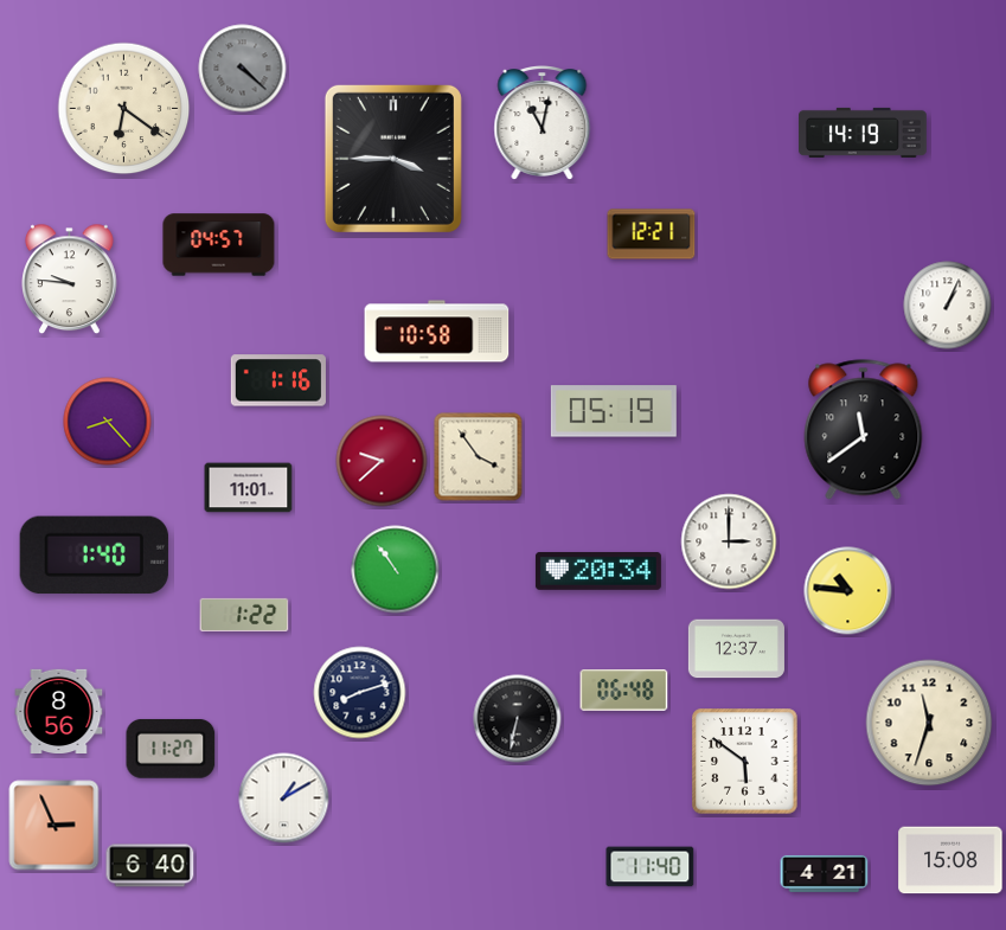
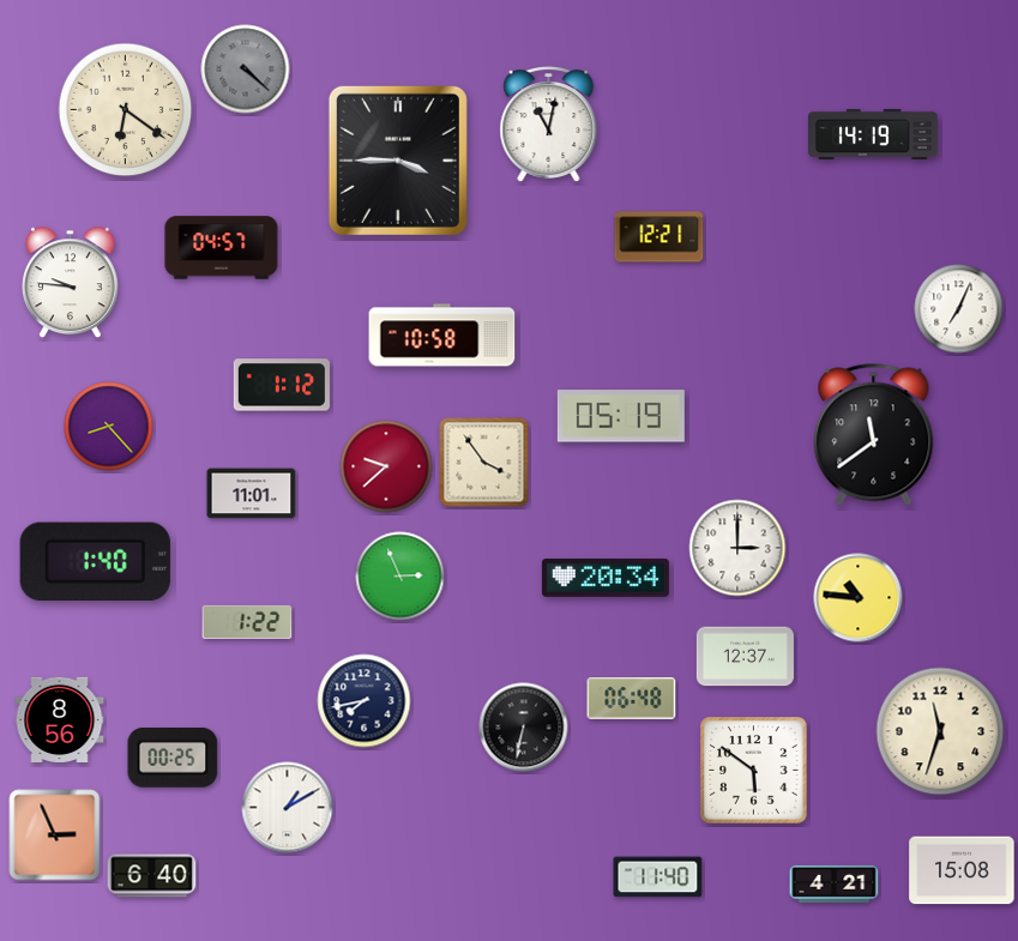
clock at (948, 306): 1:04 -> 7:04
clock at (278, 380): 1:16 -> 1:12
clock at (396, 570): 10:54 -> 2:56
clock at (360, 693): 8:12 -> 7:43
clock at (171, 749): 11:27 -> 00:25
